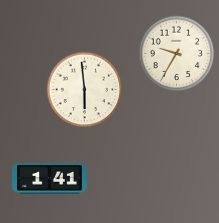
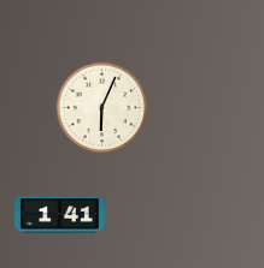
clock at (177, 54): 9:35 -> none
clock at (85, 90): 5:59 -> 6:04
